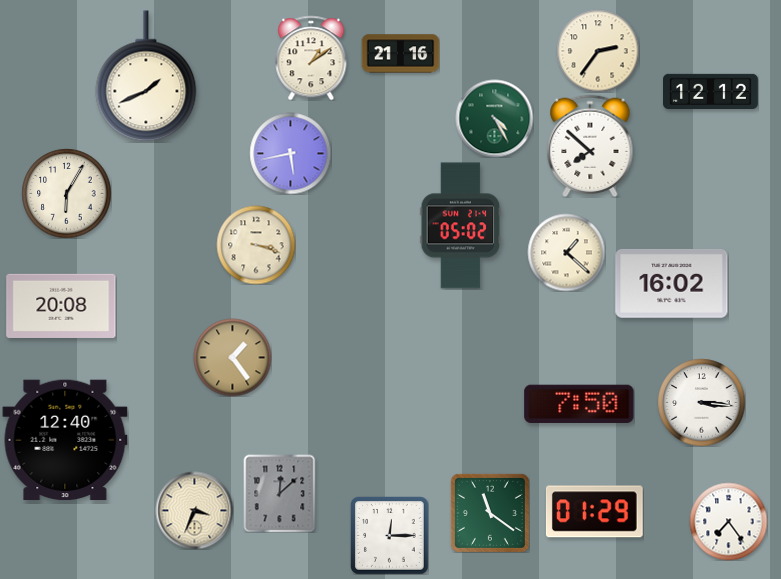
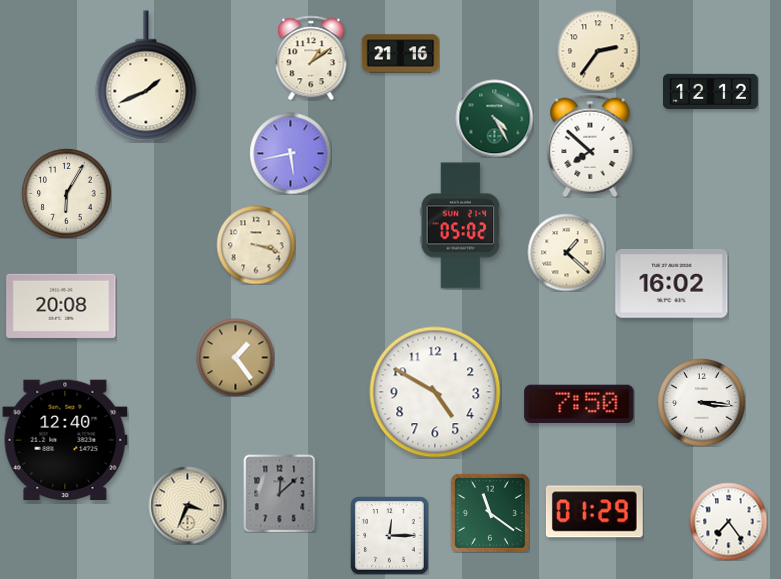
clock at (232, 357) position: (232, 357) -> (235, 357)
clock at (435, 392): none -> 4:50
clock at (194, 510) position: (194, 510) -> (187, 505)
